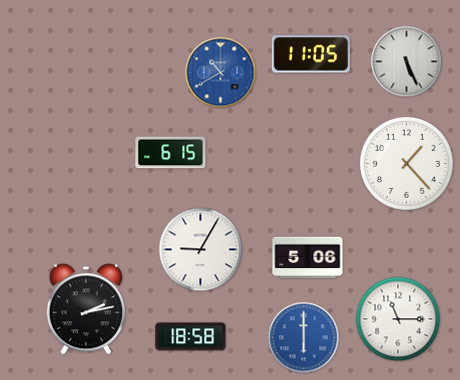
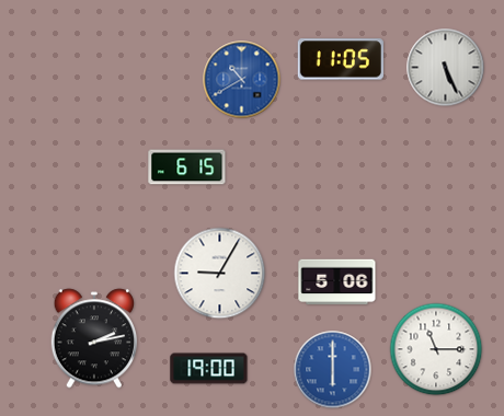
clock at (406, 163): 1:23 -> none
clock at (191, 337): 18:58 -> 19:00
